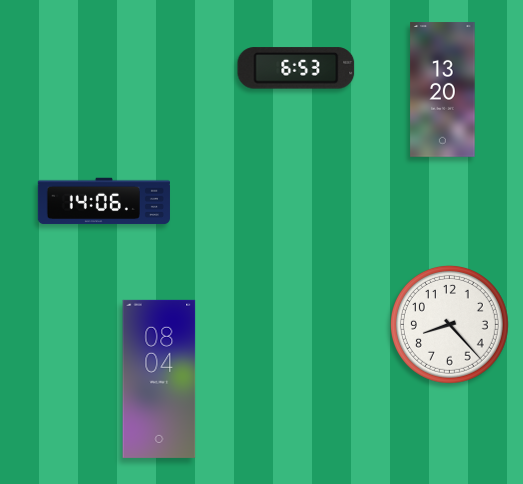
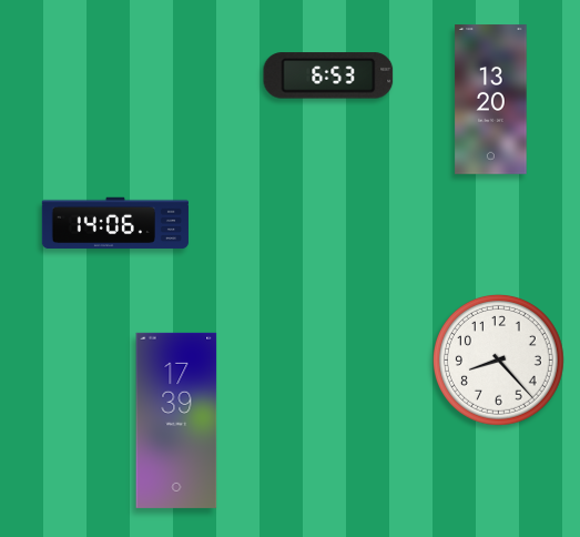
clock at (159, 379): 08:04 -> 17:39
